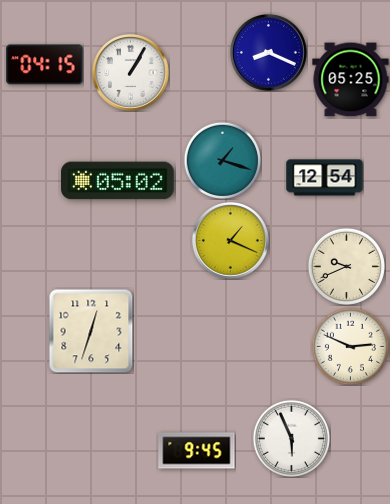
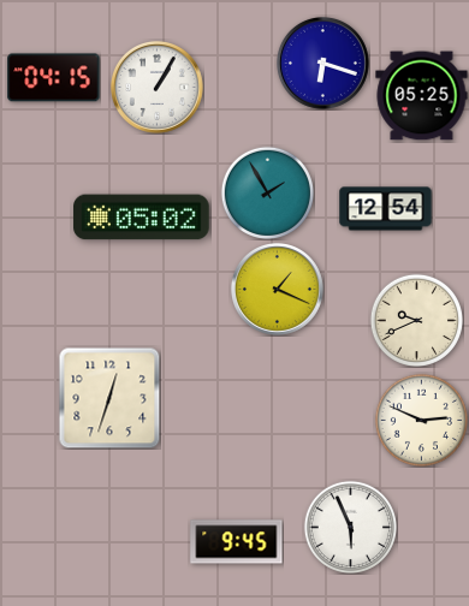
clock at (269, 53): 8:19 -> 6:18
clock at (222, 160): 1:18 -> 1:55
clock at (325, 178) position: (325, 178) -> (386, 209)
clock at (350, 346) position: (350, 346) -> (421, 420)
